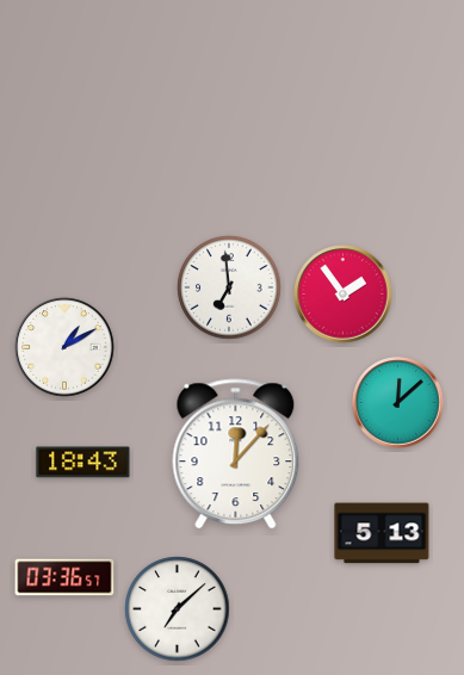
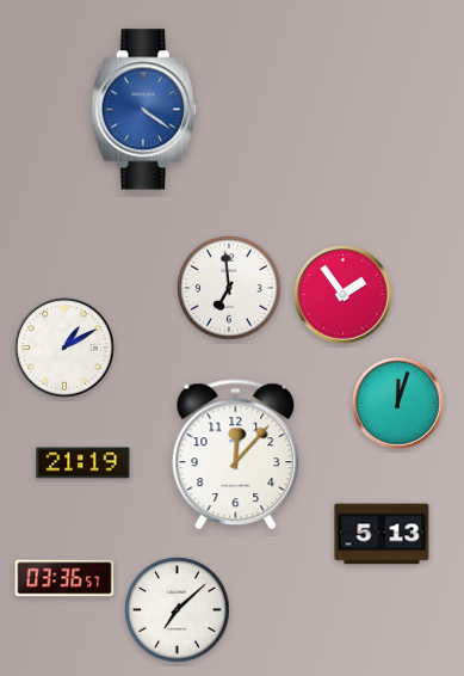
clock at (143, 110): none -> 4:21
clock at (398, 403): 12:08 -> 12:03
clock at (83, 463): 18:43 -> 21:19
